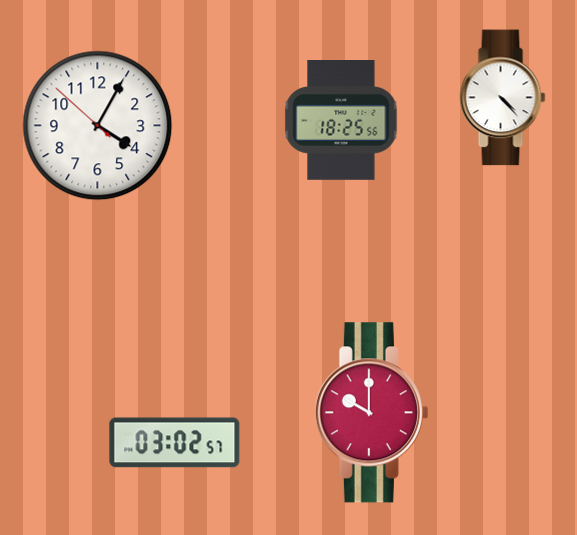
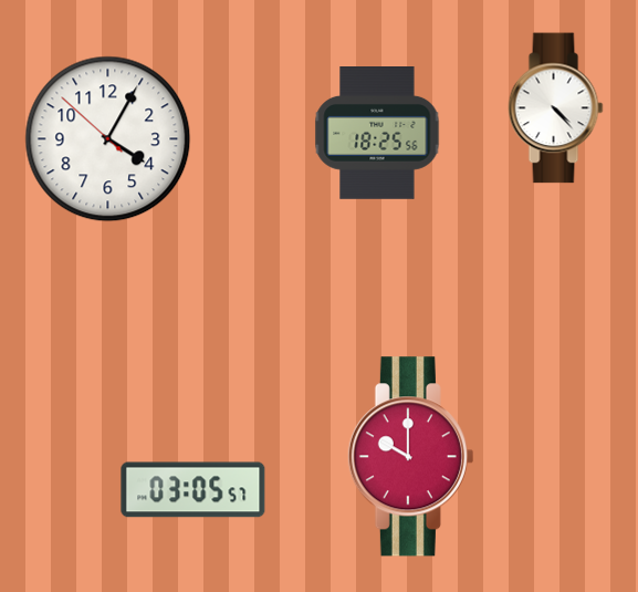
clock at (175, 443): 03:02 -> 03:05
